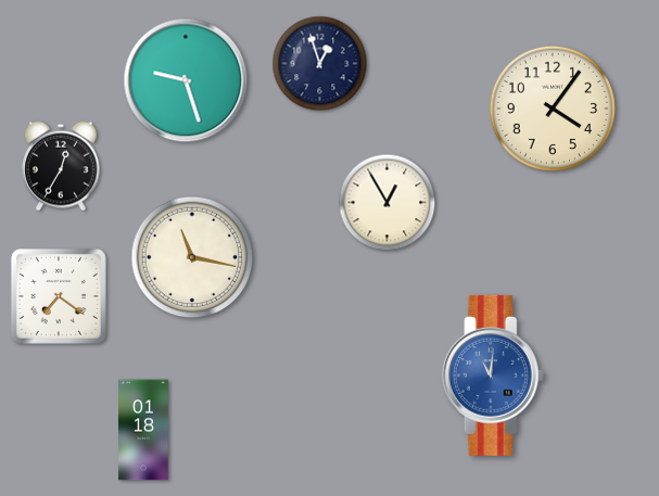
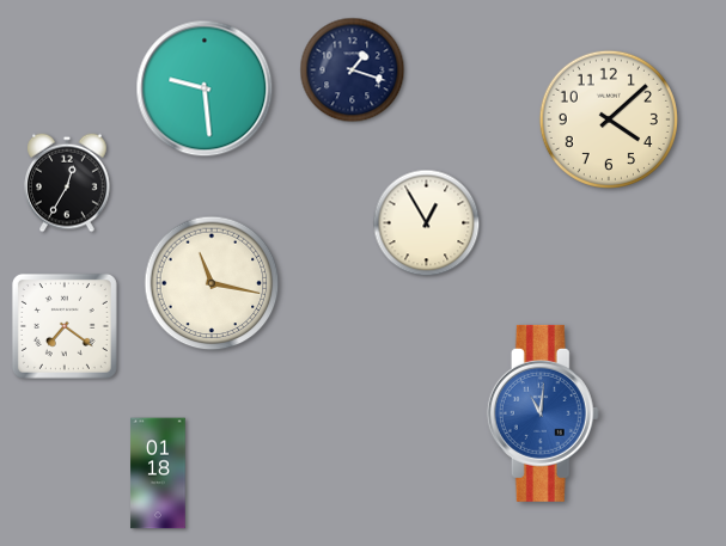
clock at (320, 64): 12:57 -> 1:18
clock at (186, 80): 9:27 -> 9:29
clock at (553, 109): 4:06 -> 4:08
